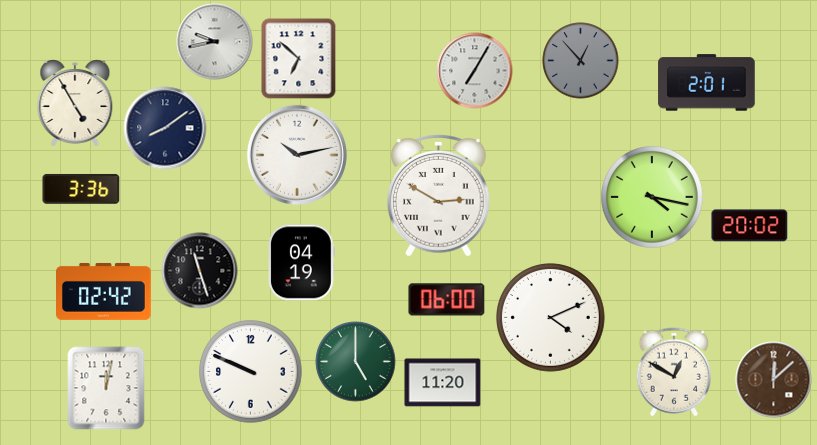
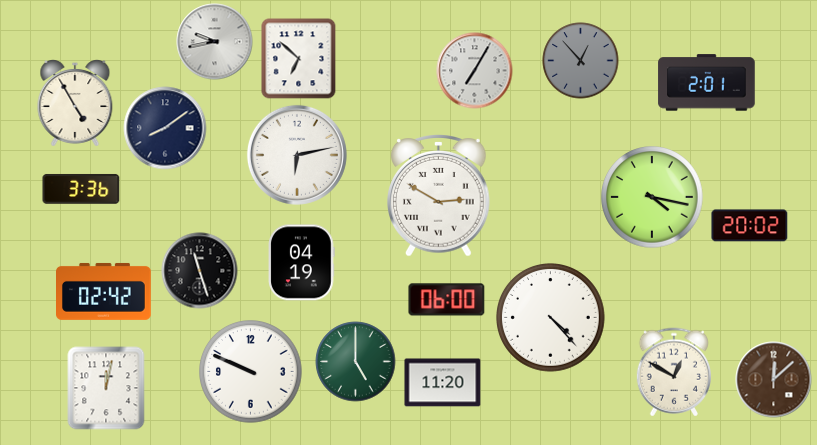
clock at (297, 155): 10:13 -> 6:13
clock at (551, 318): 4:11 -> 4:23
